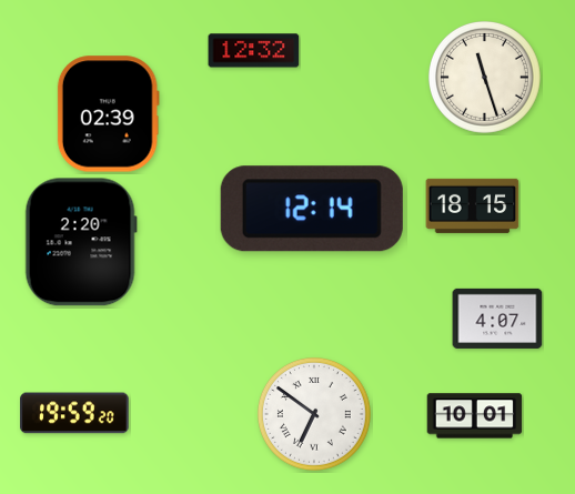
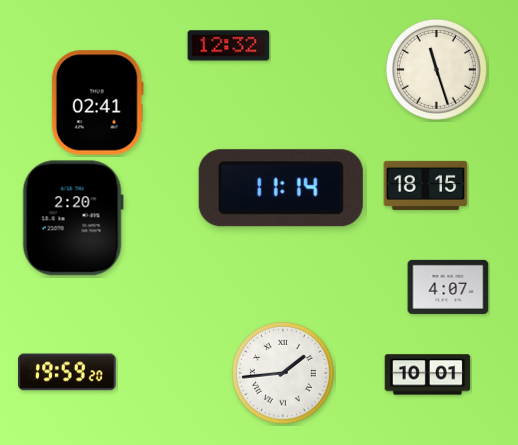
clock at (108, 114): 02:39 -> 02:41
clock at (312, 209): 12:14 -> 11:14
clock at (314, 414): 6:51 -> 1:44
